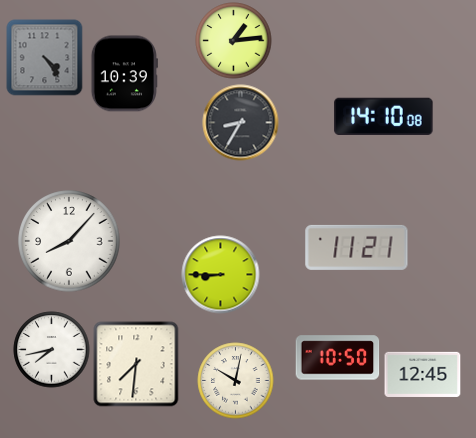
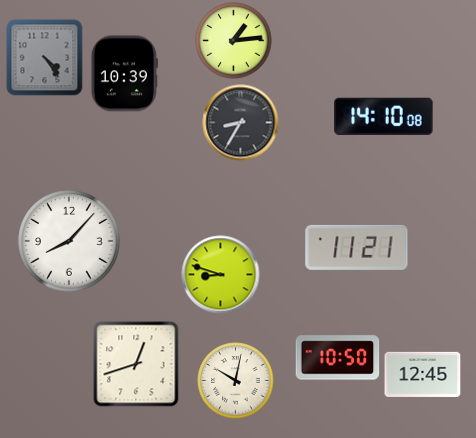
clock at (221, 275): 8:45 -> 8:48
clock at (52, 350): 7:43 -> none
clock at (136, 364): 7:31 -> 12:42
